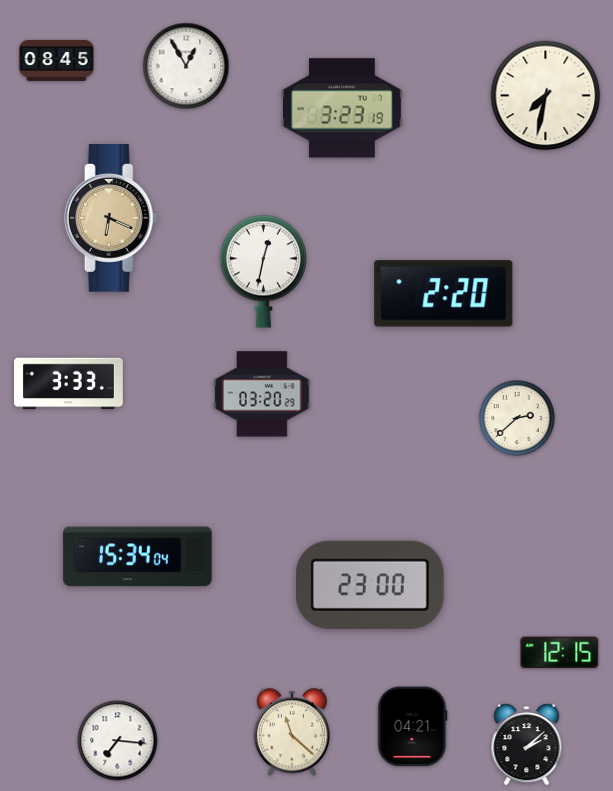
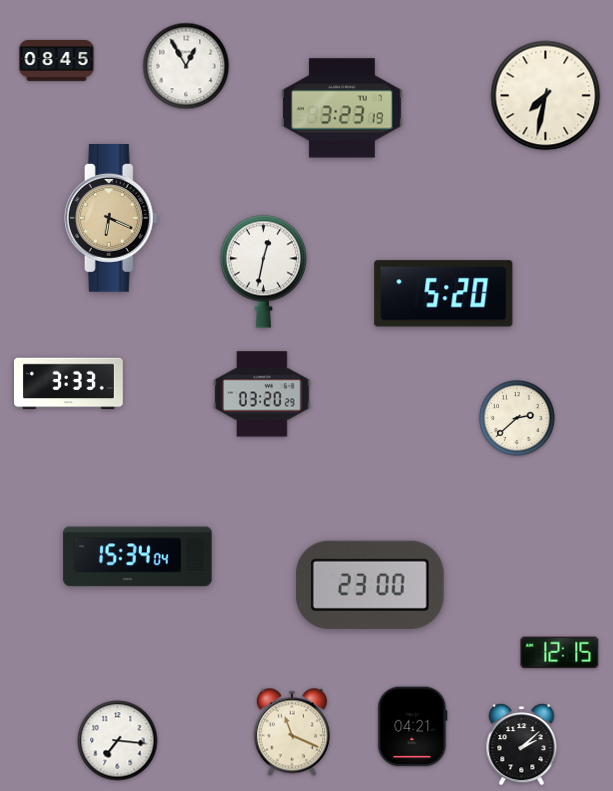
clock at (444, 294): 2:20 -> 5:20
clock at (292, 732): 11:22 -> 11:19
clock at (527, 745) position: (527, 745) -> (522, 745)
